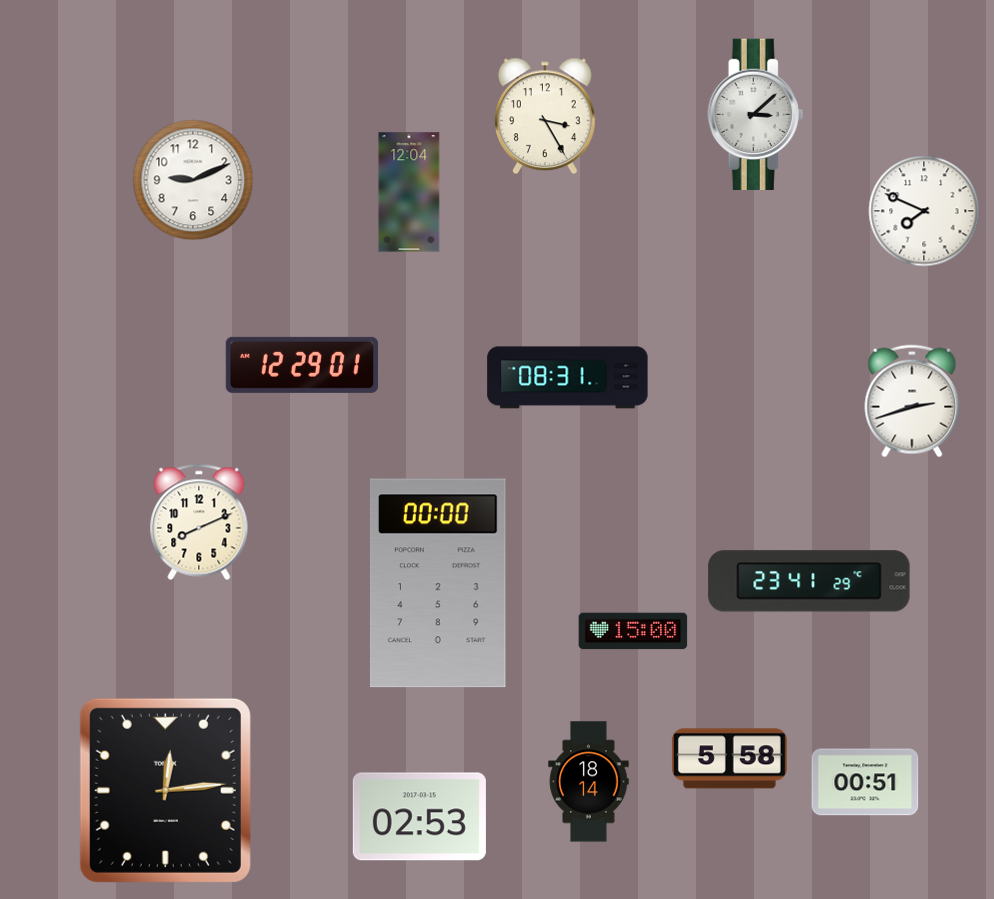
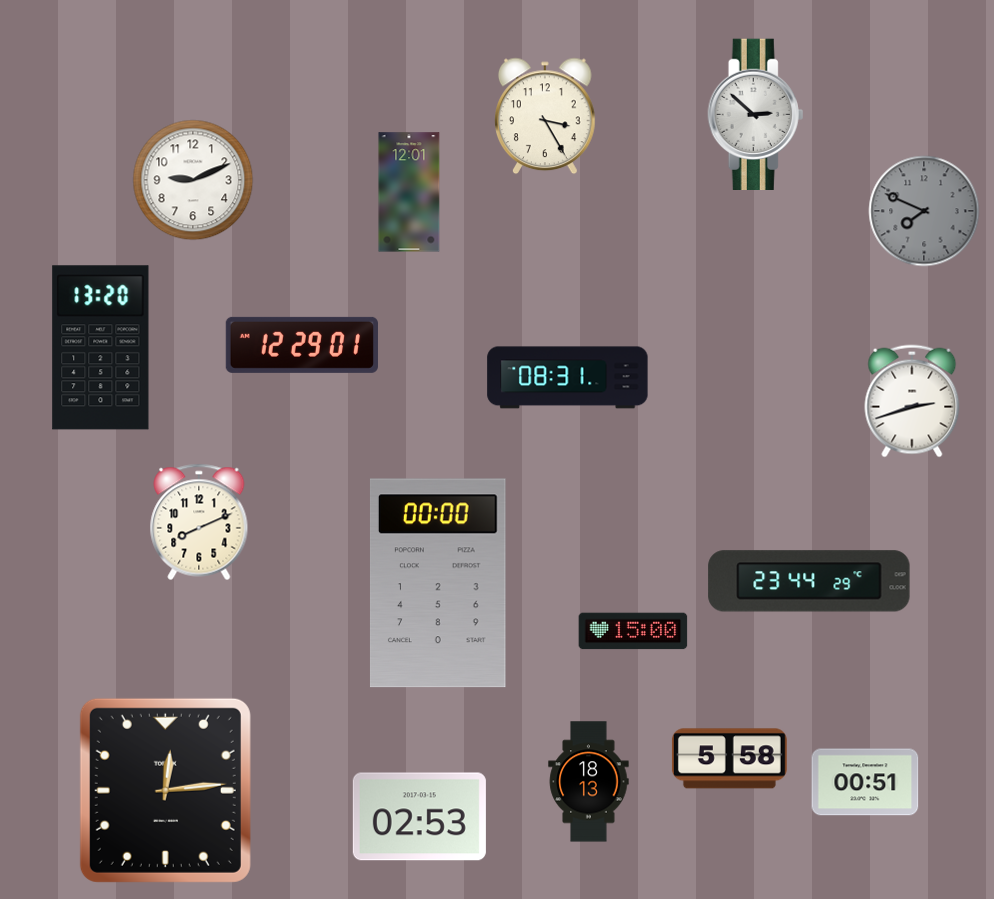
clock at (756, 114): 3:08 -> 2:52
clock at (409, 192): 12:04 -> 12:01
clock at (924, 211) dial: white -> grey
clock at (101, 348): none -> 13:20
clock at (302, 365) position: (302, 365) -> (302, 345)
clock at (809, 581): 23:41 -> 23:44
clock at (589, 782): 18:14 -> 18:13
